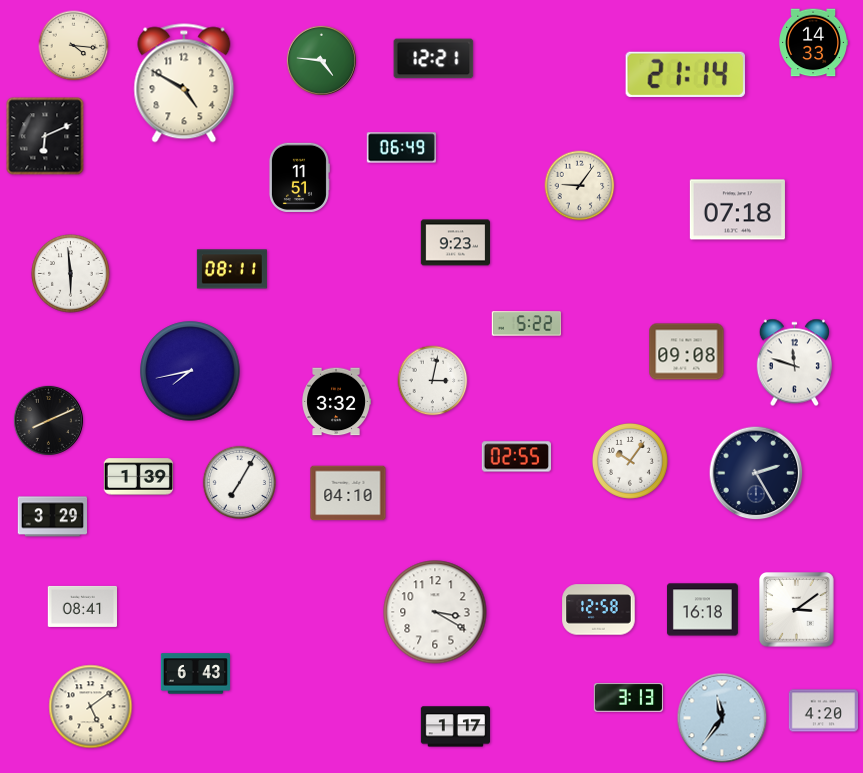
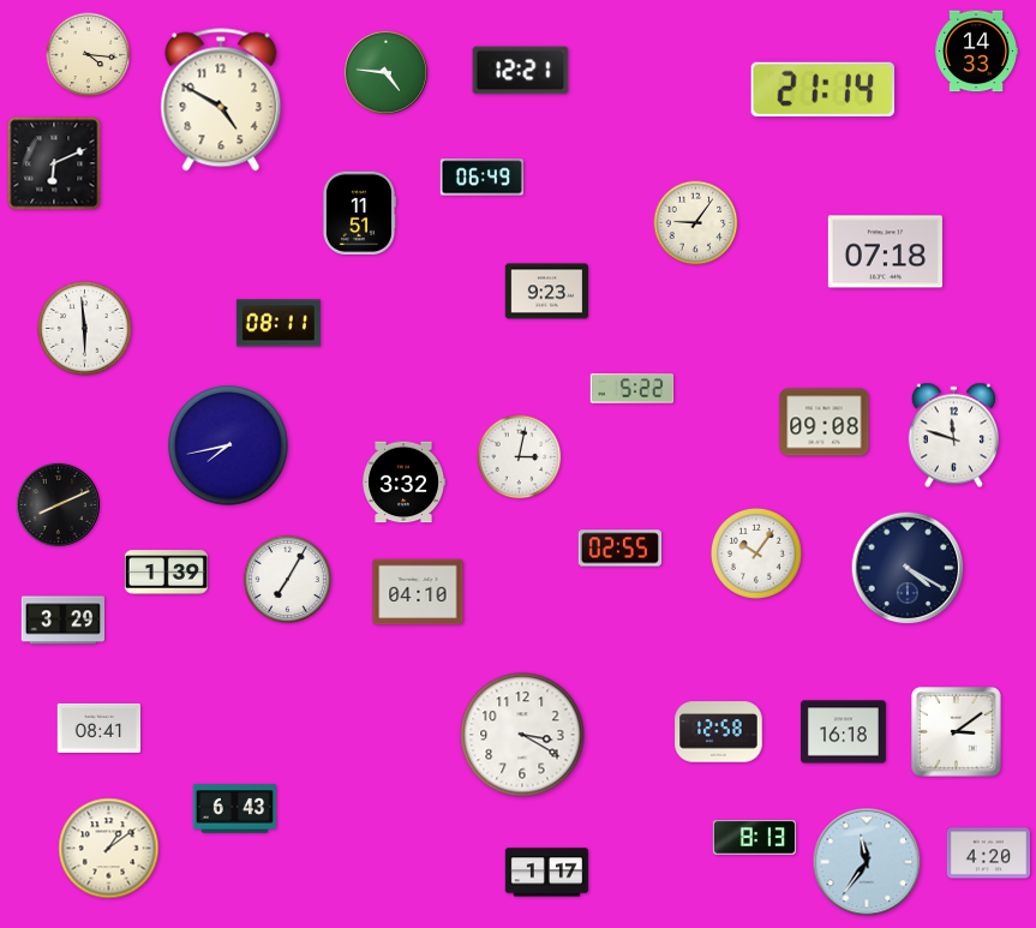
clock at (756, 473): 2:25 -> 4:20
clock at (628, 698): 3:13 -> 8:13
clock at (91, 707): 5:09 -> 1:09
